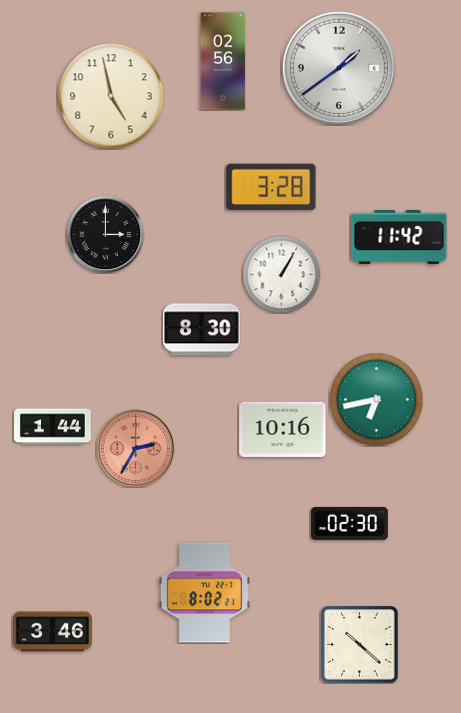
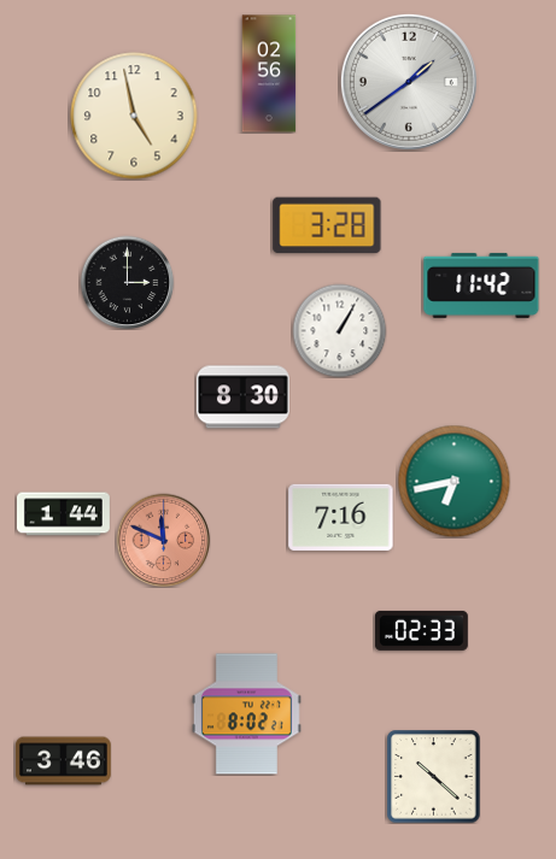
clock at (283, 429): 10:16 -> 7:16
clock at (135, 448): 2:35 -> 11:49
clock at (349, 523): 02:30 -> 02:33
